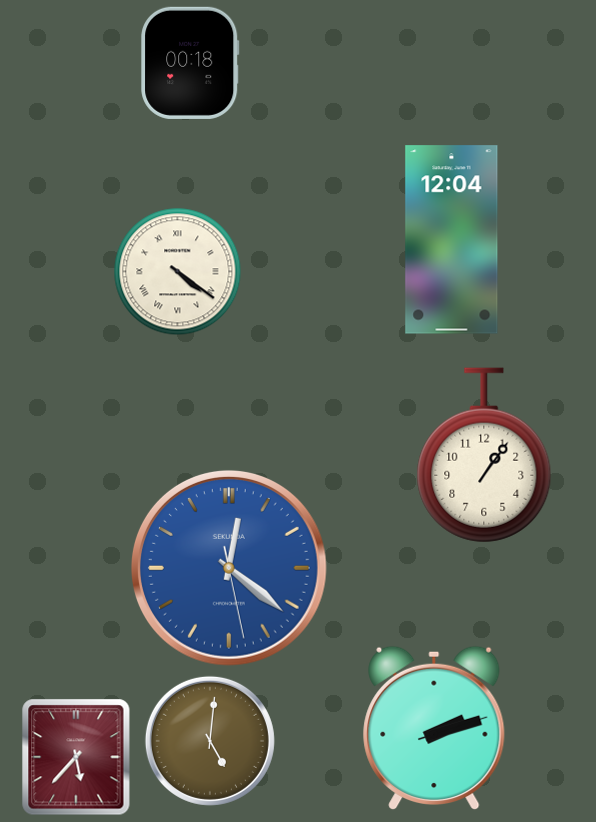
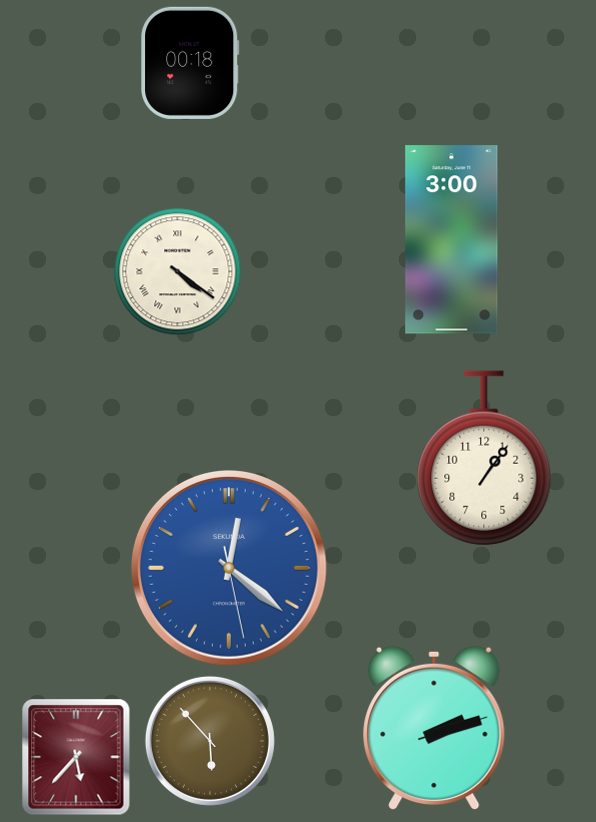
clock at (452, 240): 12:04 -> 3:00
clock at (484, 455) position: (484, 455) -> (484, 458)
clock at (210, 741): 5:01 -> 5:53
